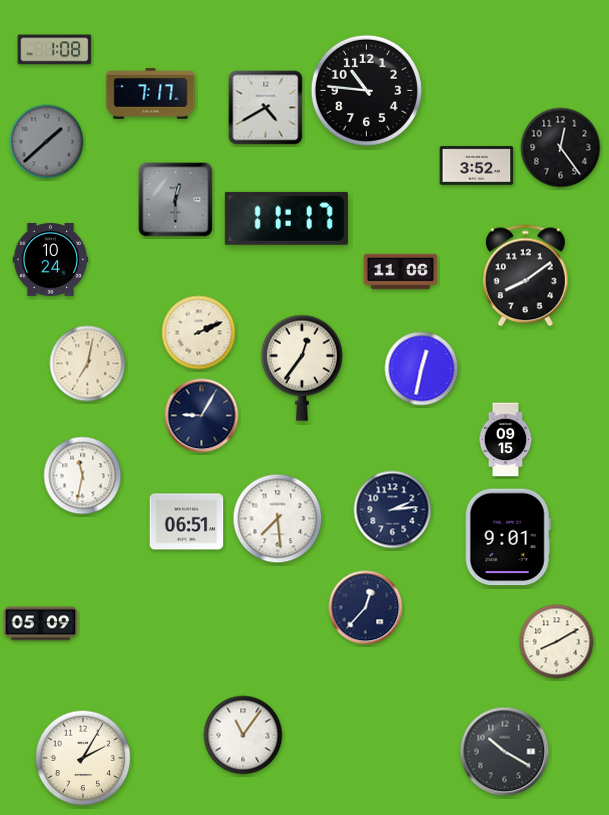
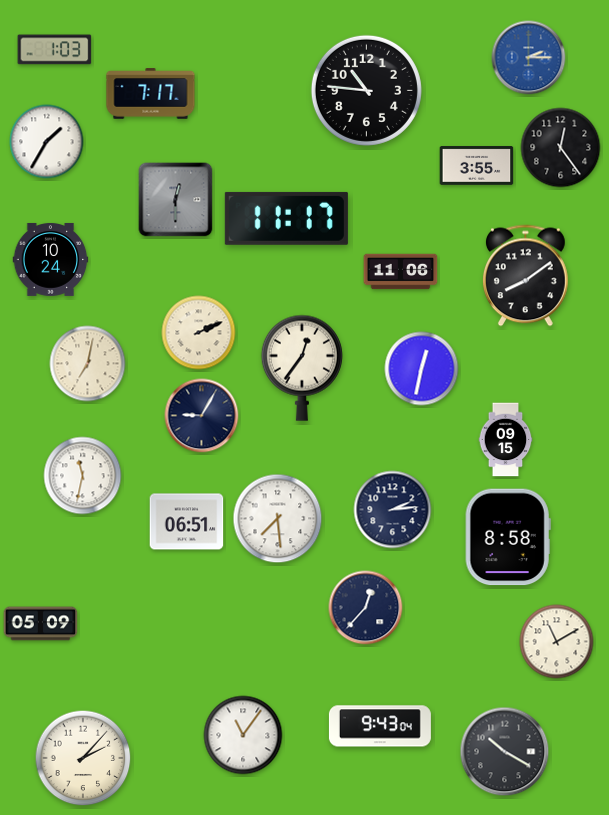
clock at (55, 50): 1:08 -> 1:03
clock at (529, 58): none -> 2:15
clock at (266, 108): 4:40 -> none
clock at (47, 142): 1:38 -> 1:35
clock at (47, 142) dial: grey -> white
clock at (477, 166): 3:52 -> 3:55
clock at (508, 537): 9:01 -> 8:58
clock at (557, 642): 8:10 -> 11:10
clock at (380, 726): none -> 9:43
clock at (83, 758): 2:05 -> 2:07
